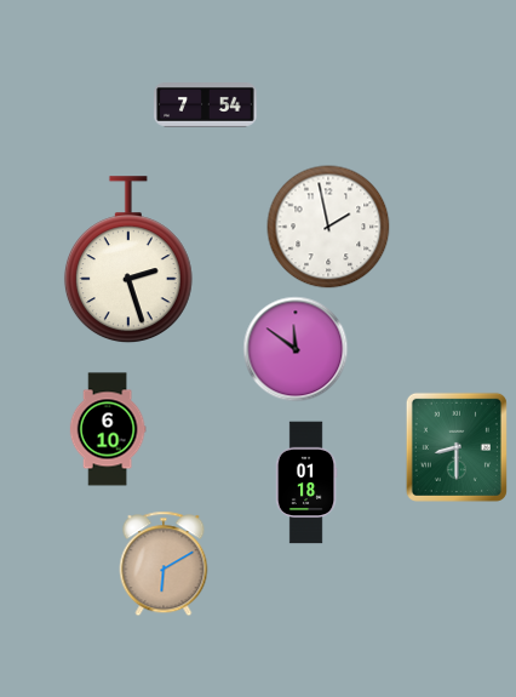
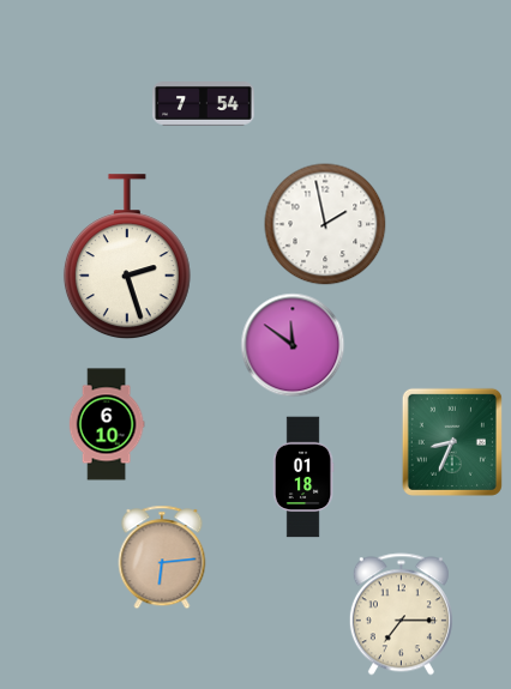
clock at (457, 447): 8:30 -> 8:34
clock at (164, 564): 6:10 -> 6:14
clock at (401, 615): none -> 7:15
